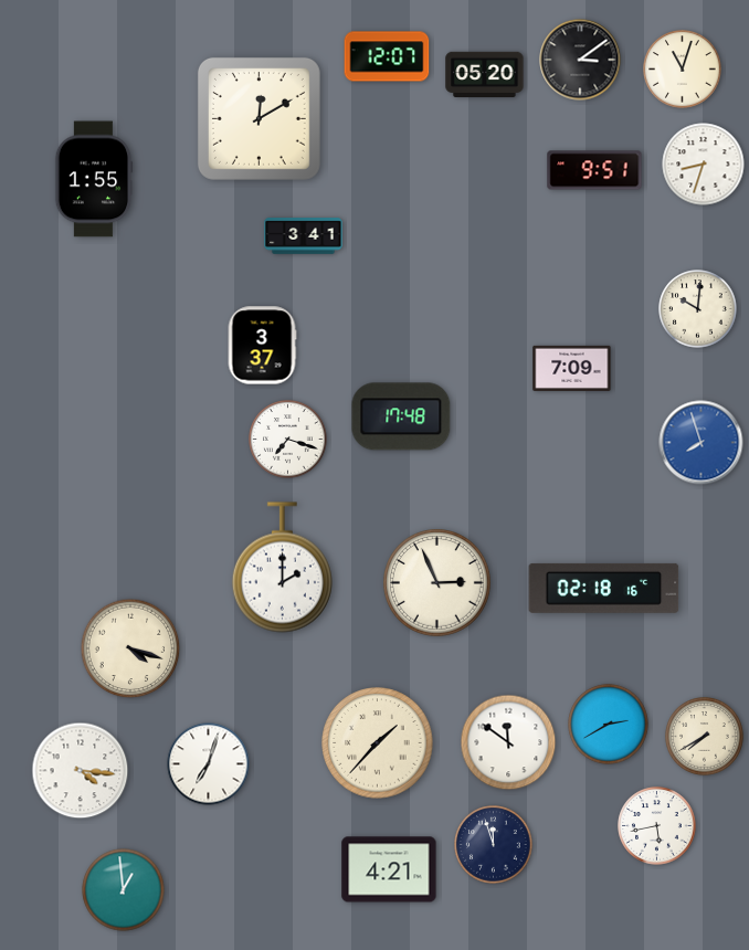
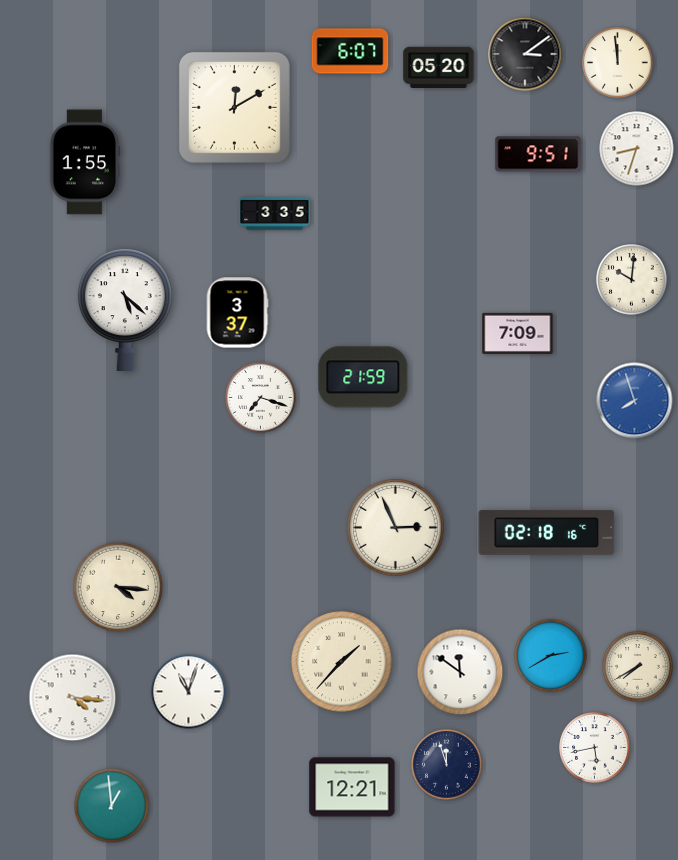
clock at (387, 56): 12:07 -> 6:07
clock at (683, 70): 11:03 -> 11:59
clock at (304, 236): 3:41 -> 3:35
clock at (125, 309): none -> 5:22
clock at (401, 416): 17:48 -> 21:59
clock at (282, 568): 2:00 -> none
clock at (130, 648): 4:18 -> 4:16
clock at (378, 743) position: (378, 743) -> (342, 662)
clock at (209, 764): 7:03 -> 11:03
clock at (389, 869): 4:21 -> 12:21
